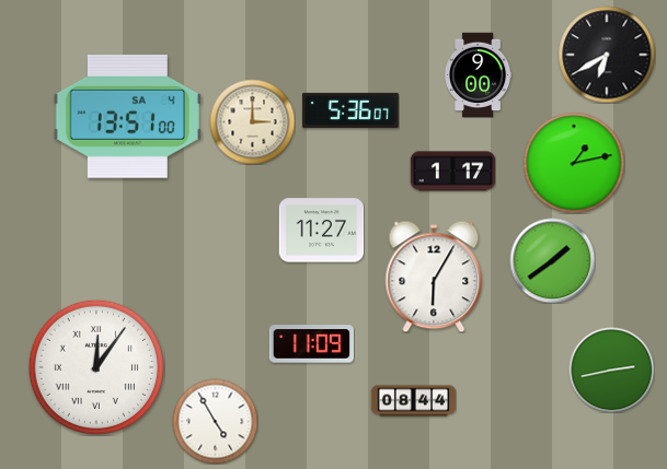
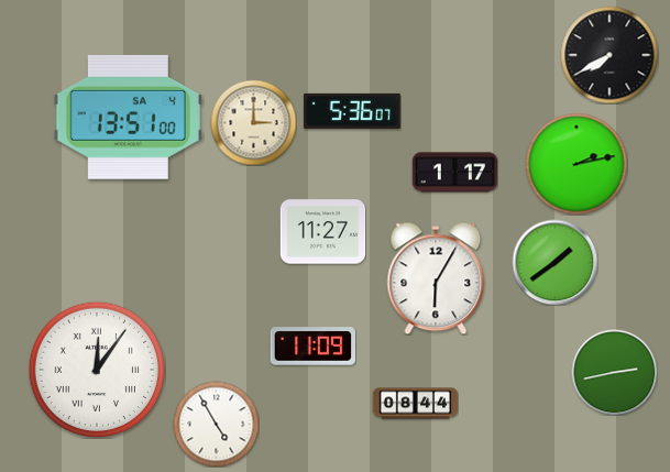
clock at (607, 55): 6:40 -> 7:40
clock at (479, 74): 9:00 -> none
clock at (574, 163): 1:13 -> 2:13
